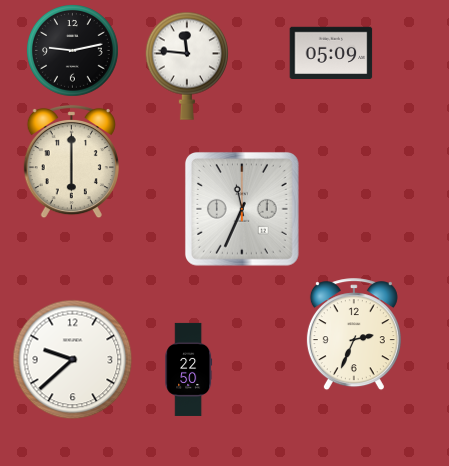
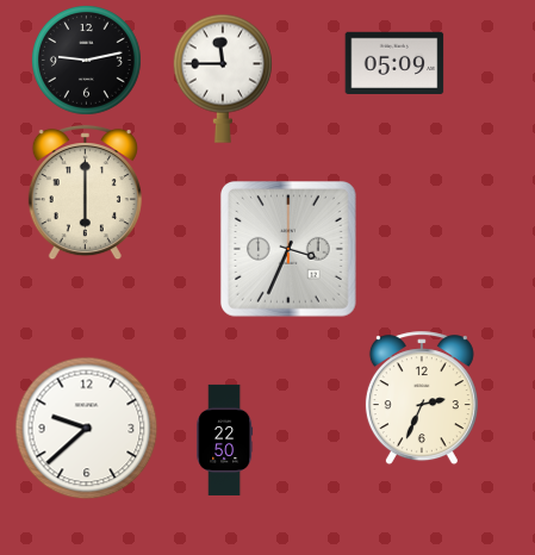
clock at (186, 66): 11:46 -> 11:45
clock at (242, 209): 11:34 -> 3:34
